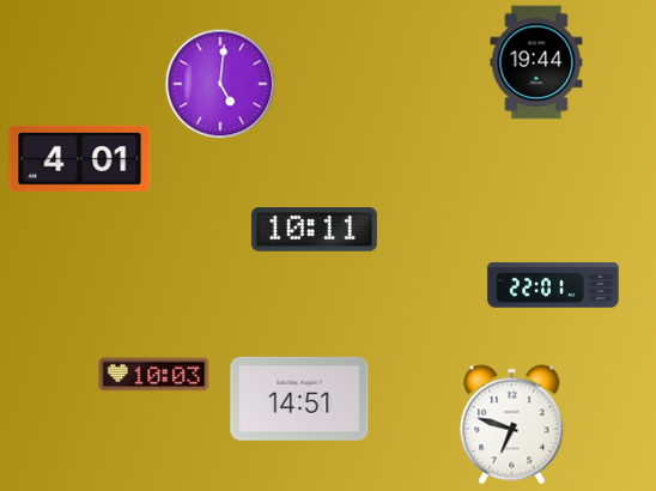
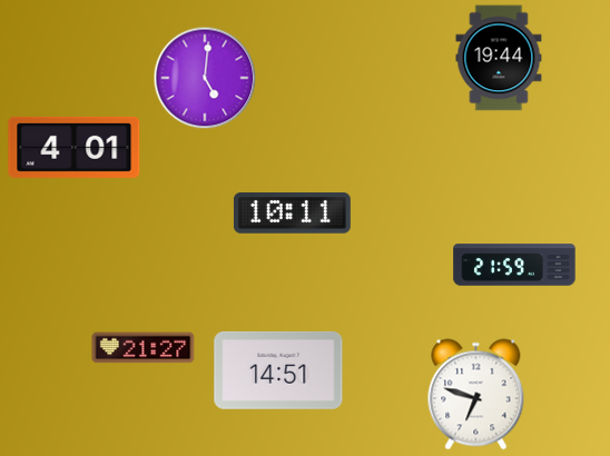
clock at (553, 285): 22:01 -> 21:59
clock at (154, 375): 10:03 -> 21:27
